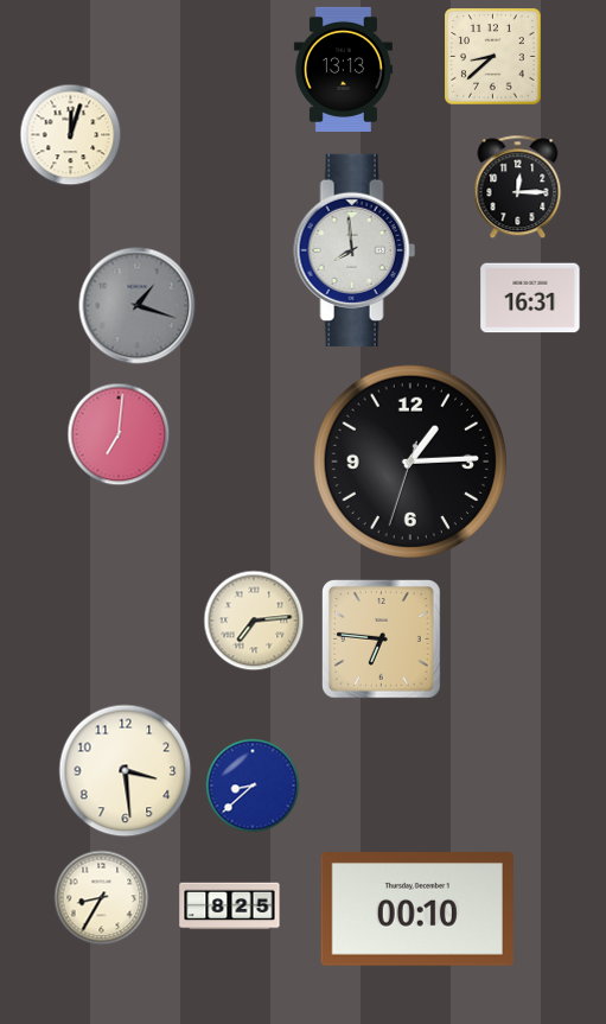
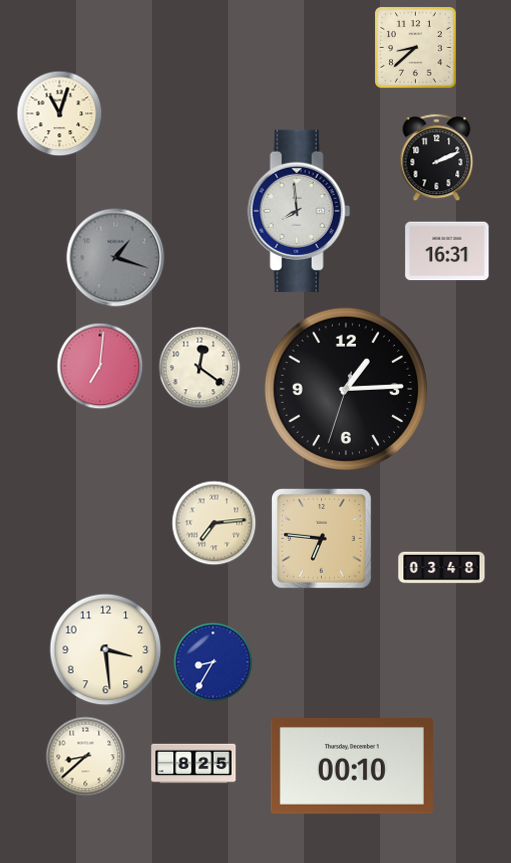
clock at (343, 69): 13:13 -> none
clock at (71, 135): 12:03 -> 11:03
clock at (518, 187): 12:15 -> 2:11
clock at (200, 368): none -> 12:21
clock at (442, 568): none -> 03:48
clock at (253, 786): 8:38 -> 8:35
clock at (102, 898): 8:35 -> 8:38
